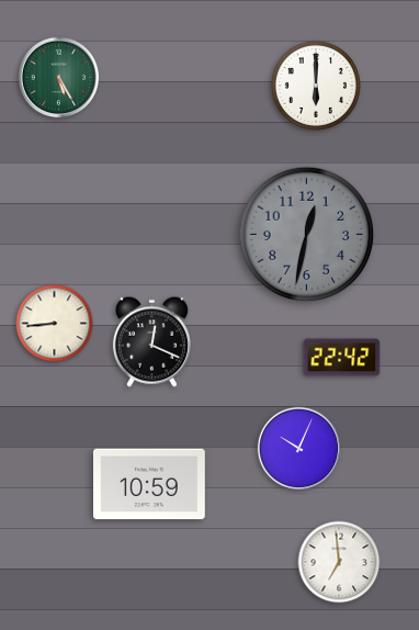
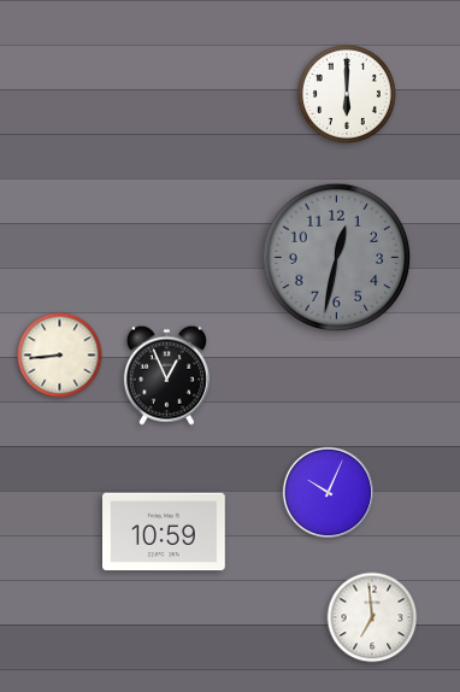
clock at (59, 78): 5:25 -> none
clock at (151, 341): 12:19 -> 12:56
clock at (342, 358): 22:42 -> none
